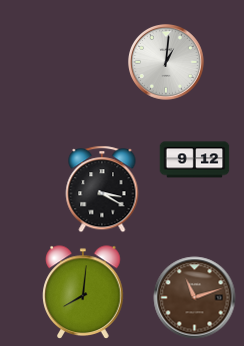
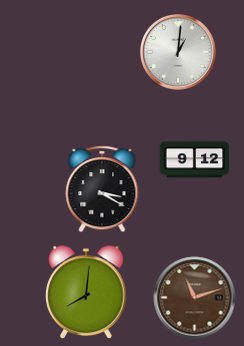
clock at (167, 63) position: (167, 63) -> (179, 53)
clock at (83, 292) position: (83, 292) -> (86, 292)
